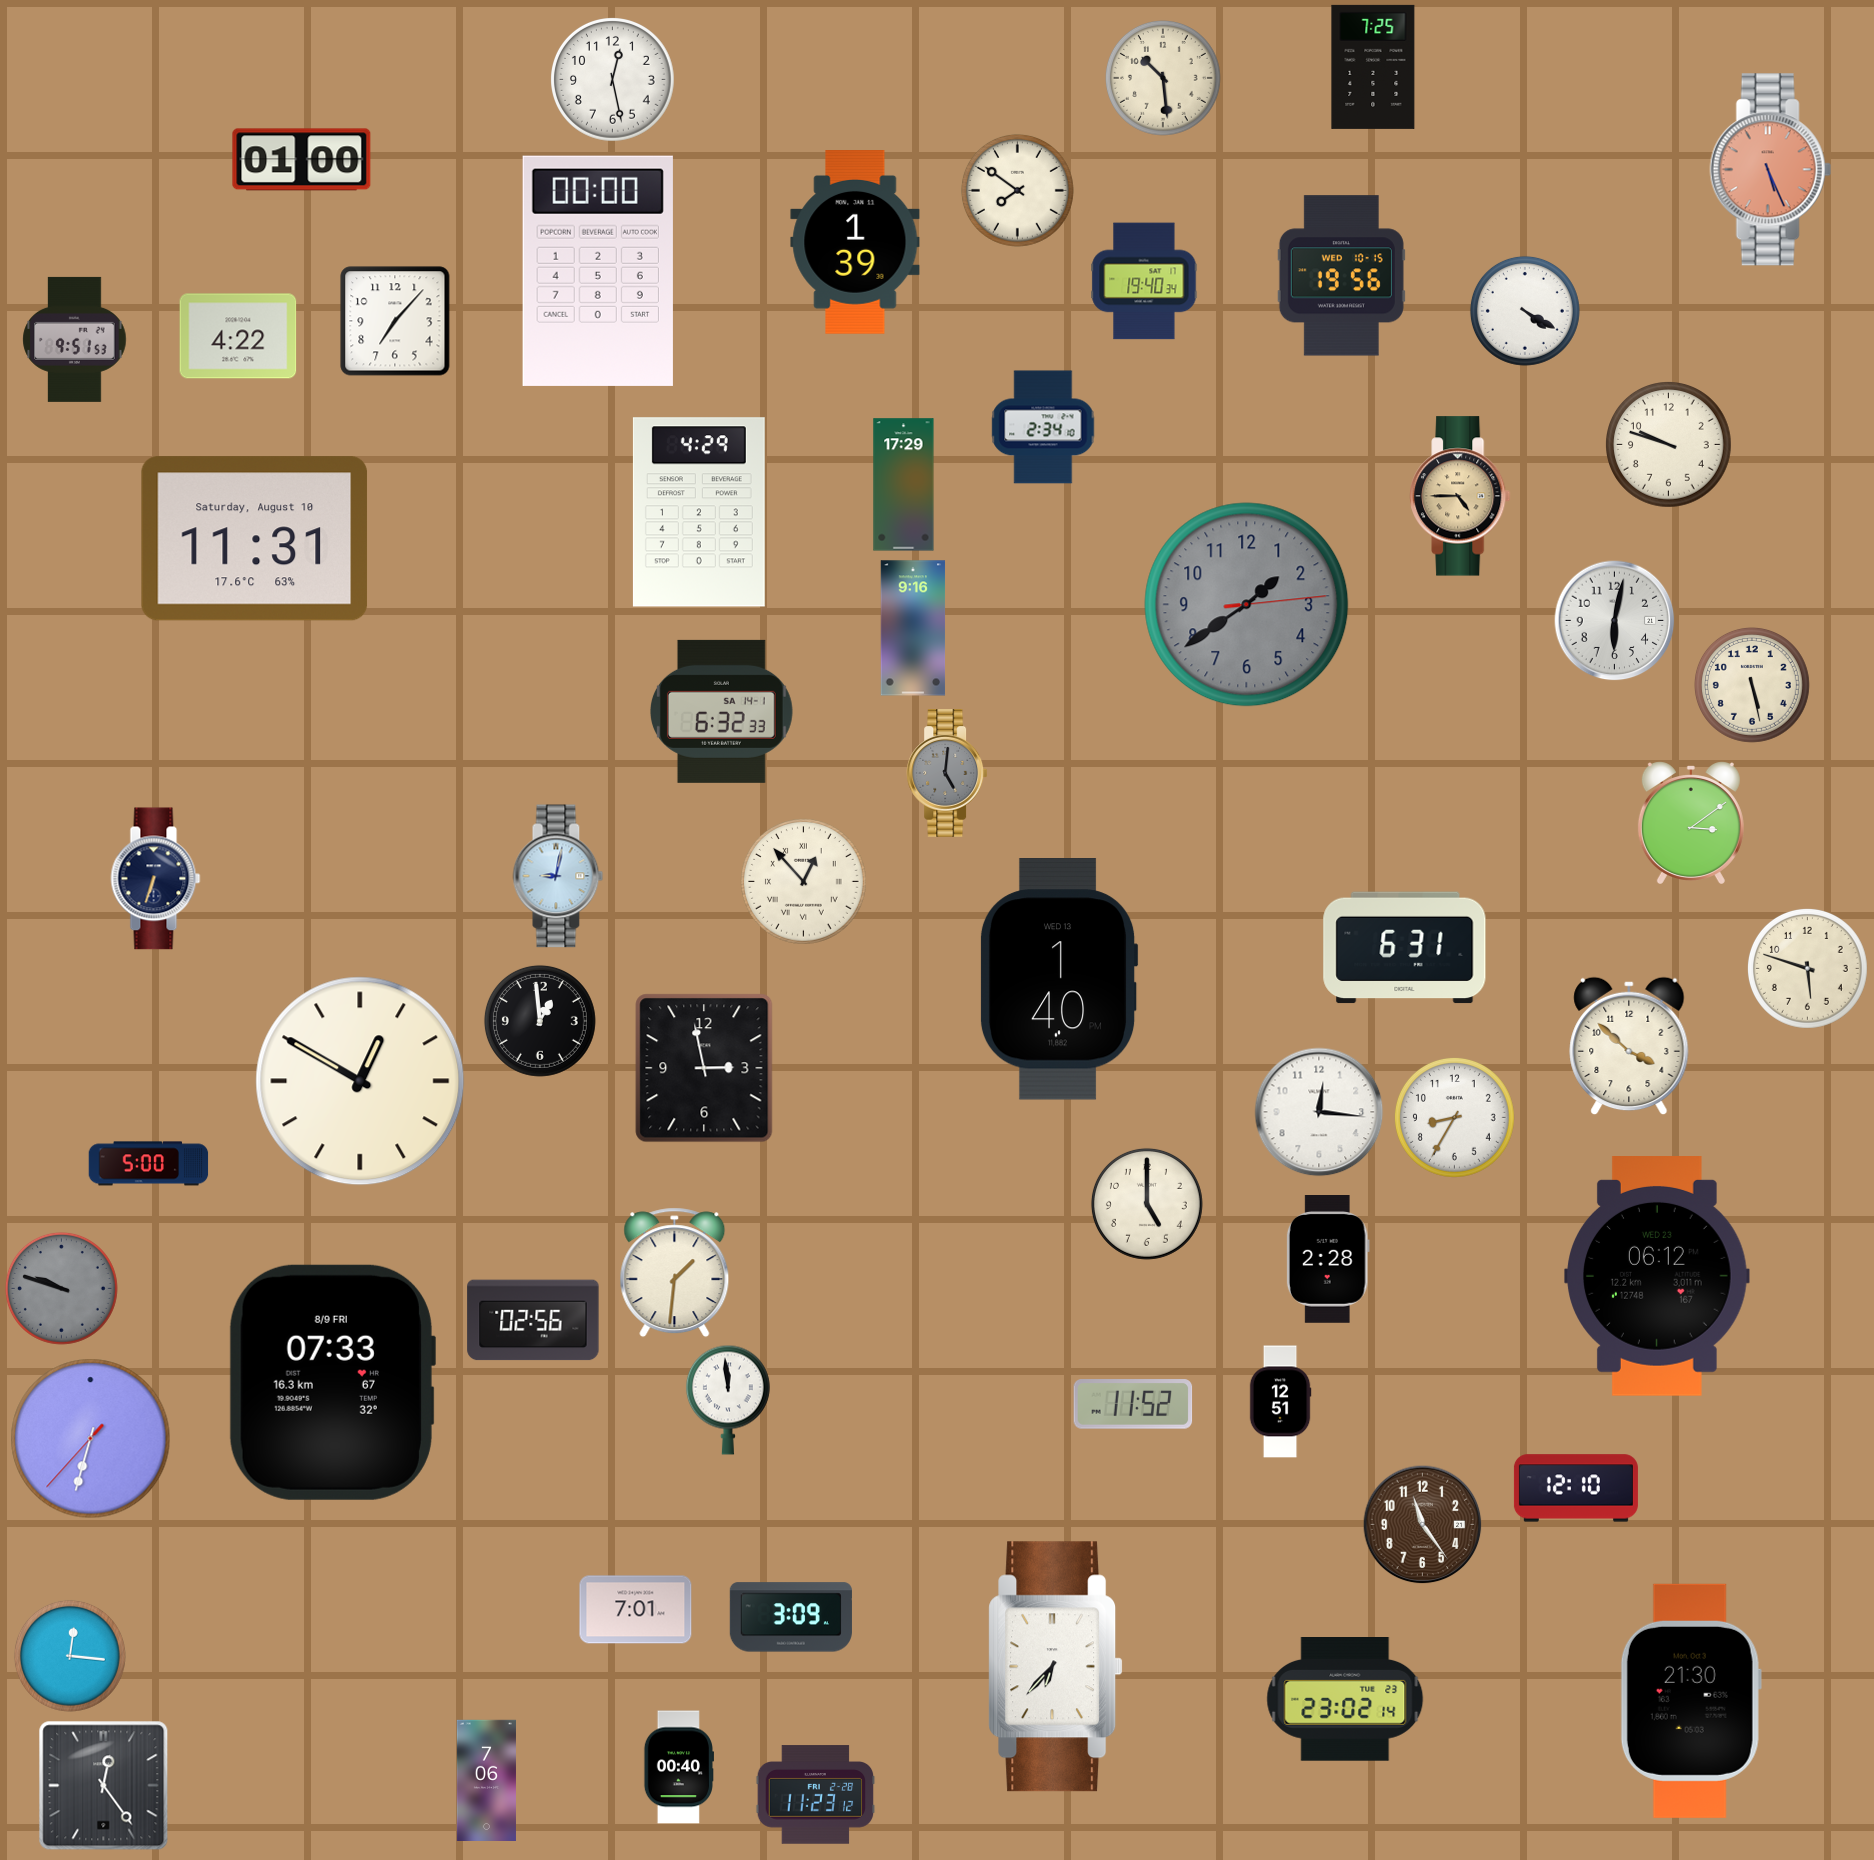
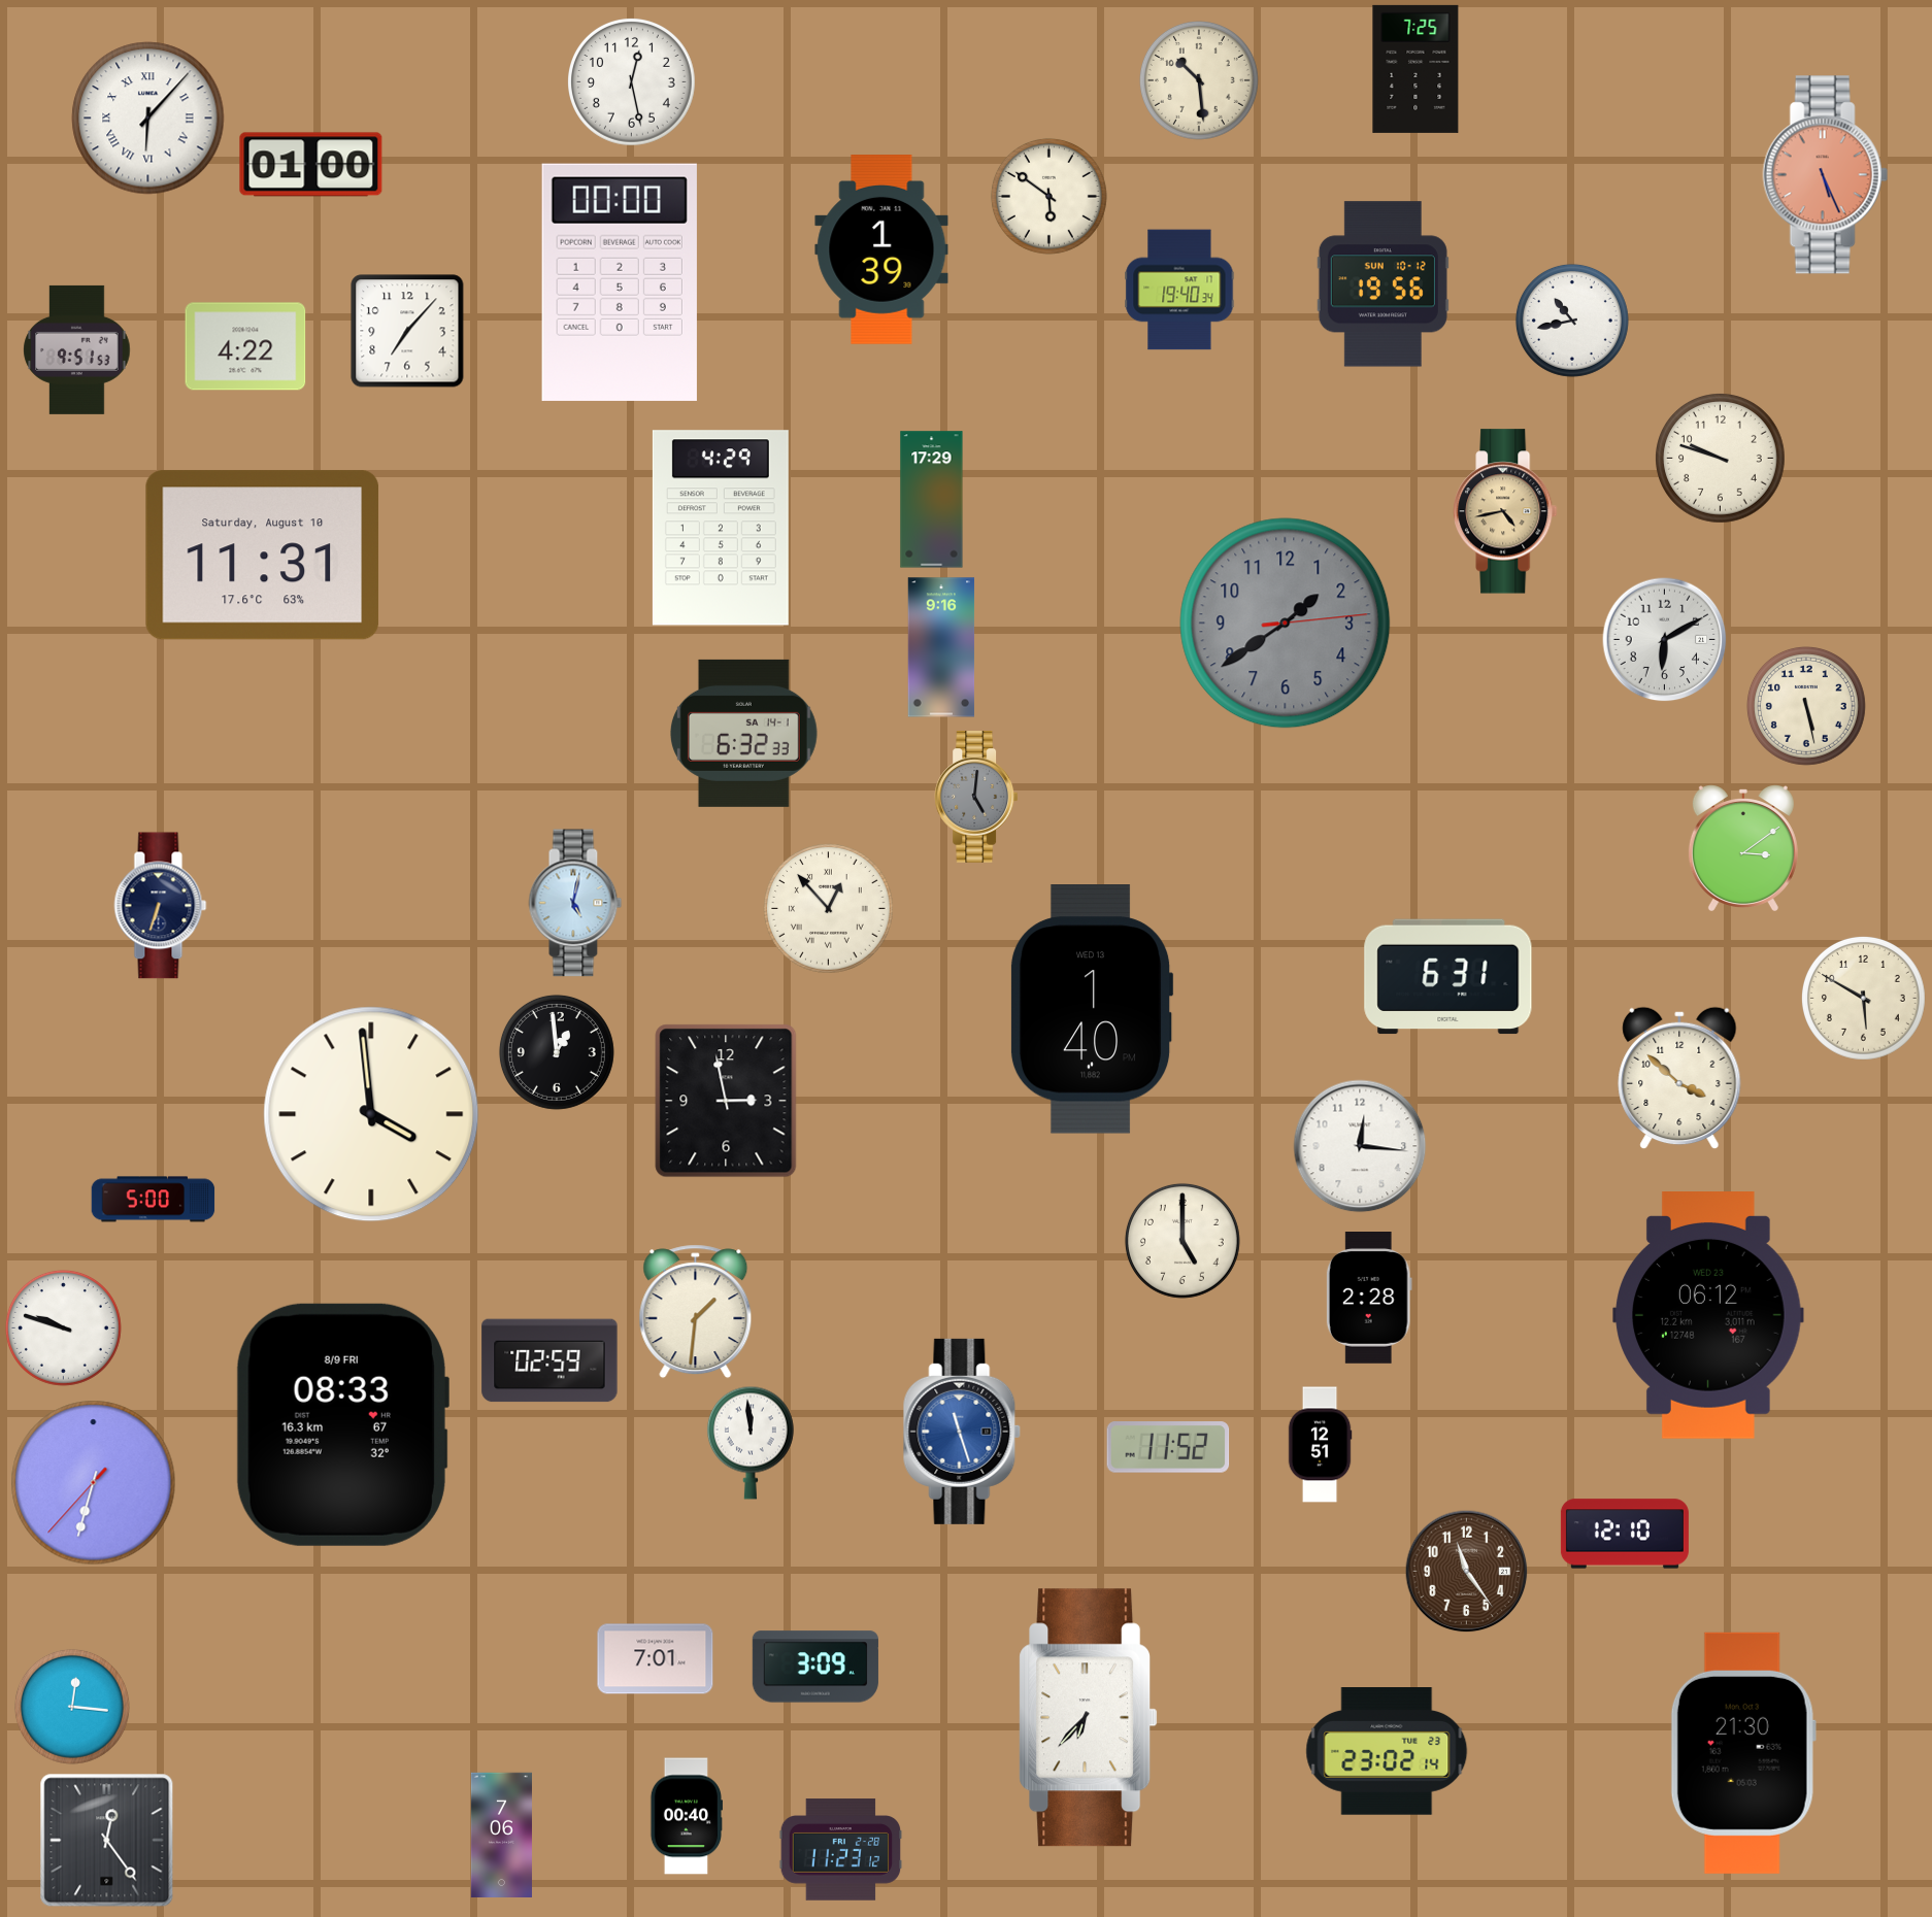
clock at (148, 119): none -> 6:07
clock at (1017, 190): 7:51 -> 5:51
clock at (598, 271) position: (598, 271) -> (620, 282)
clock at (1341, 276) date: WED 10-15 -> SUN 10-12
clock at (1525, 311): 4:20 -> 10:43
clock at (1043, 427): 2:34 -> none
clock at (1460, 496): 4:45 -> 4:43
clock at (1615, 621): 6:02 -> 6:10
clock at (558, 876): 9:02 -> 5:02
clock at (1808, 969): 5:48 -> 5:50
clock at (360, 1081): 12:50 -> 3:59
clock at (1455, 1118): 8:35 -> none
clock at (61, 1288) dial: grey -> white
clock at (533, 1320): 02:56 -> 02:59
clock at (332, 1382): 07:33 -> 08:33
clock at (962, 1432): none -> 11:27
clock at (678, 1767) position: (678, 1767) -> (686, 1816)
